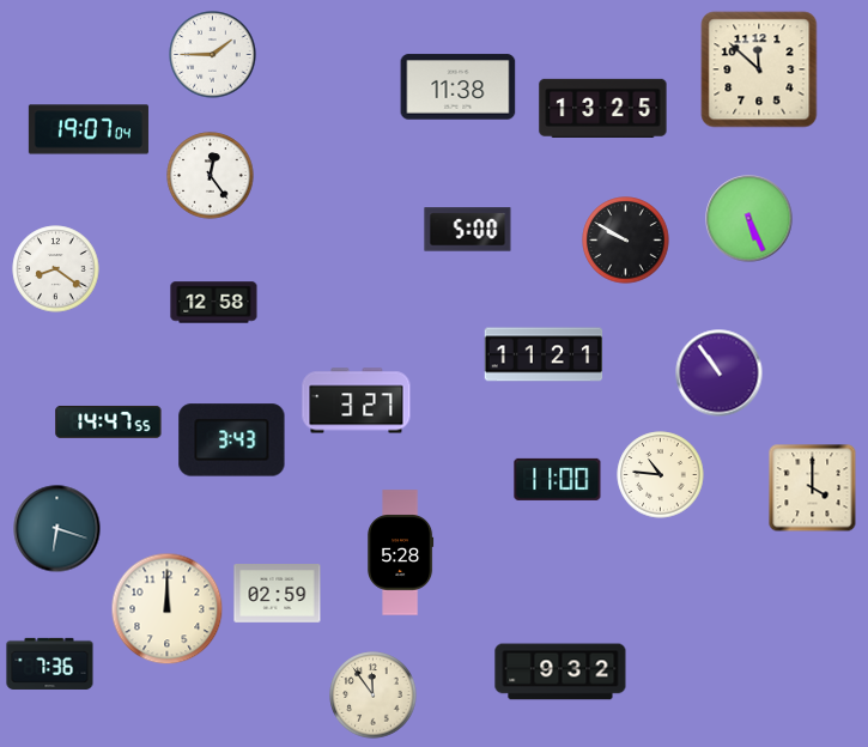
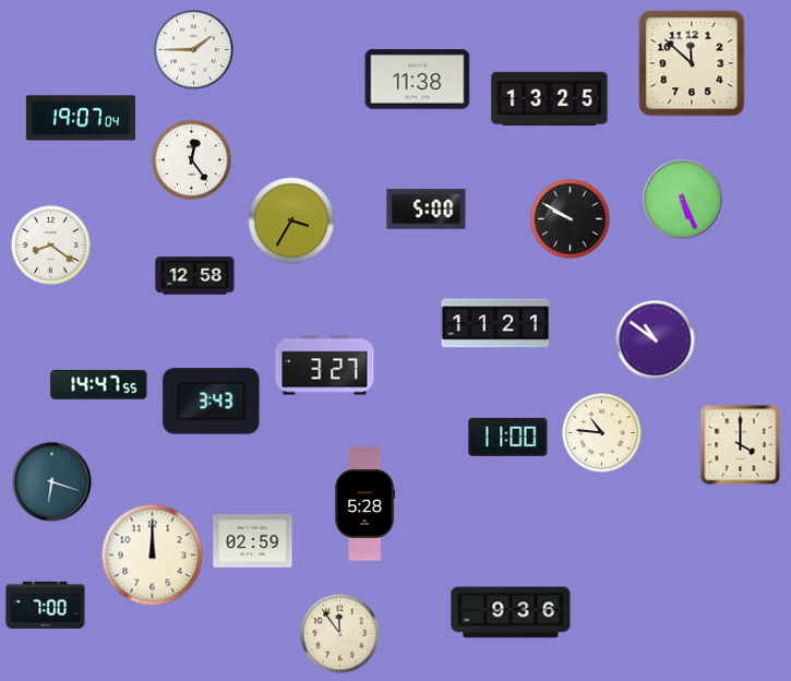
clock at (291, 220): none -> 3:35
clock at (720, 373): 10:54 -> 10:51
clock at (50, 663): 7:36 -> 7:00
clock at (560, 672): 9:32 -> 9:36
